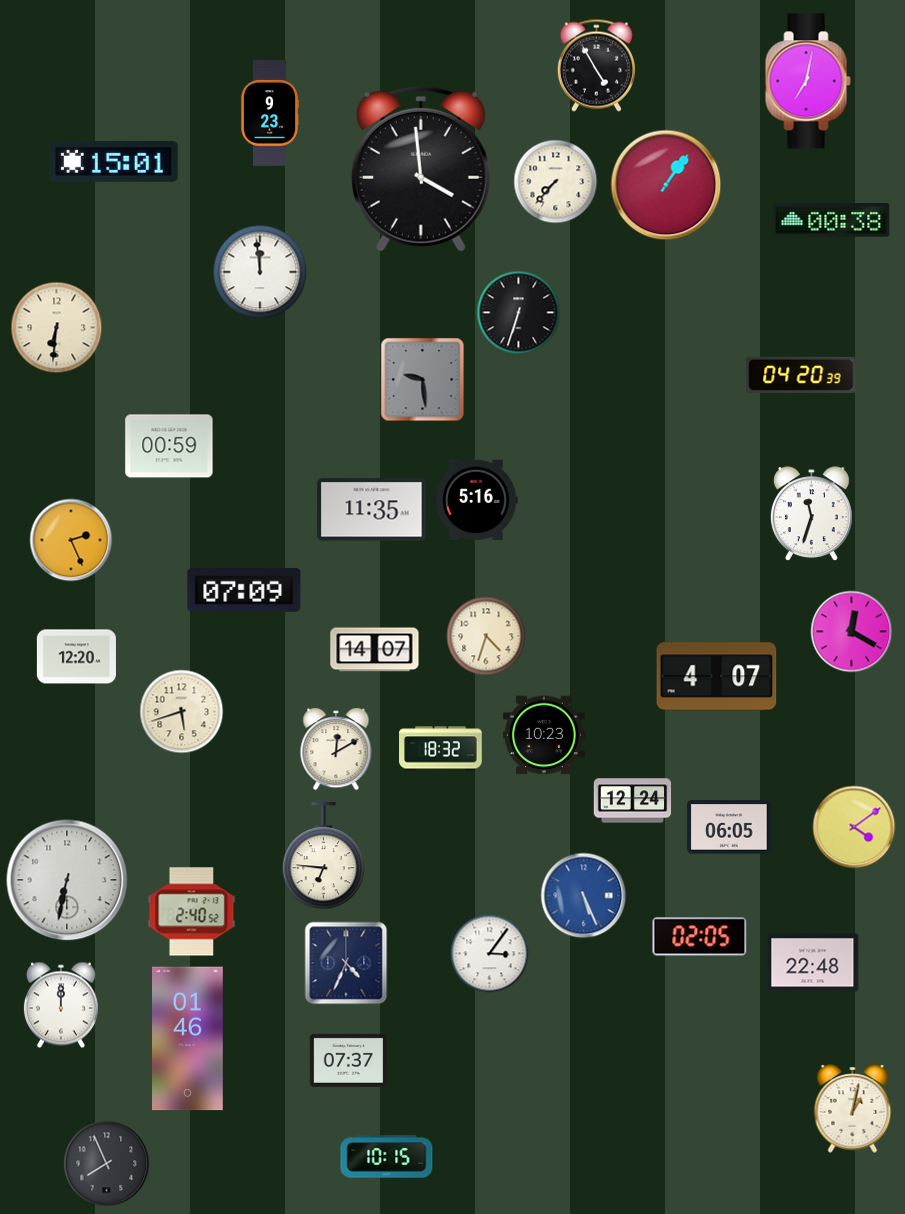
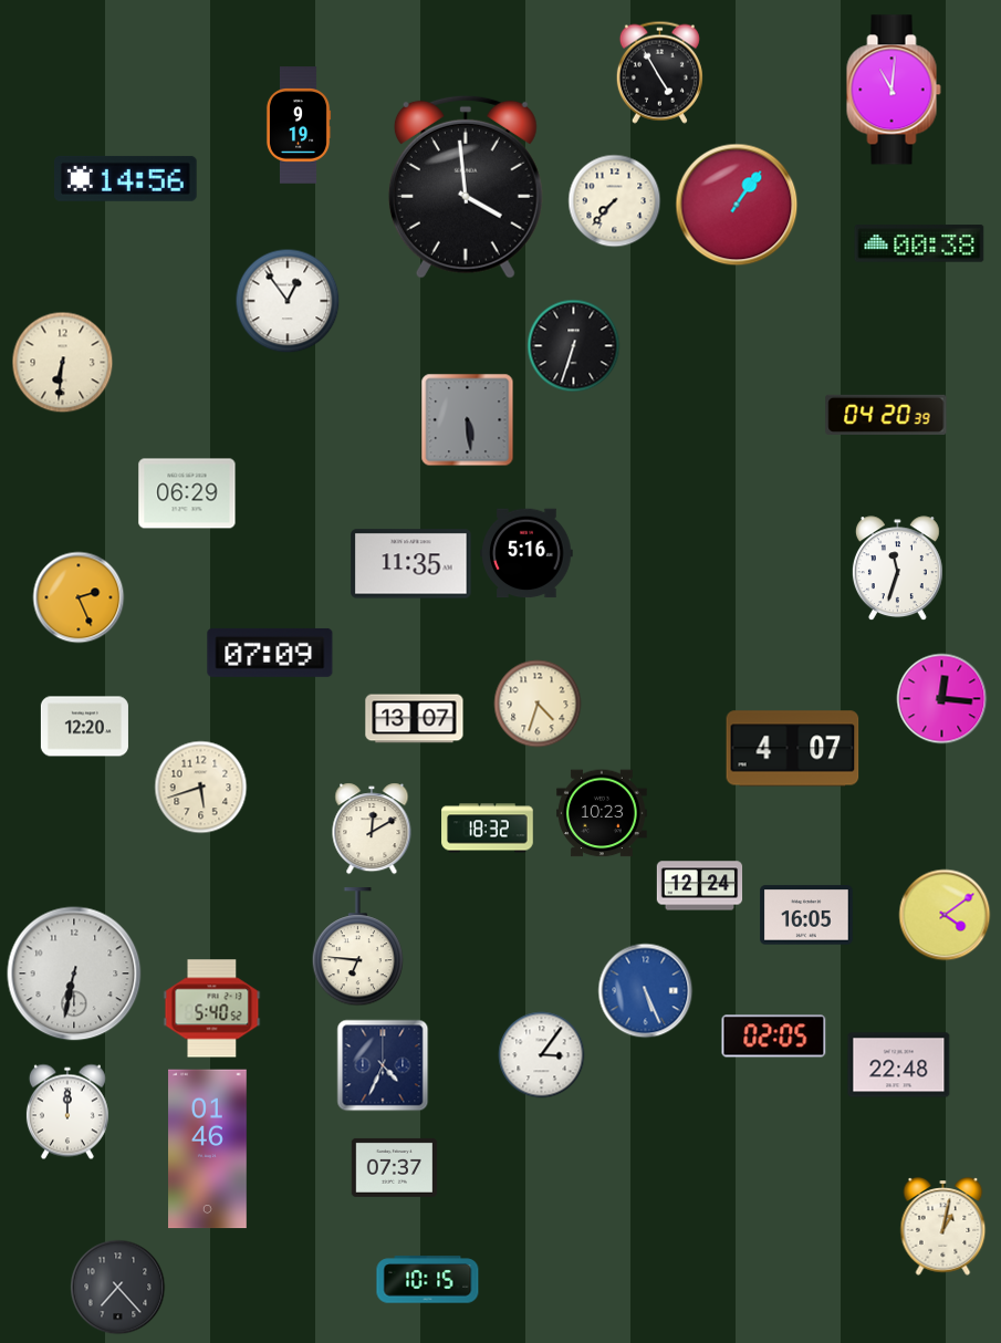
clock at (808, 81): 7:02 -> 11:01
clock at (270, 113): 9:23 -> 9:19
clock at (114, 161): 15:01 -> 14:56
clock at (260, 272): 11:59 -> 12:54
clock at (423, 380): 9:29 -> 5:29
clock at (169, 446): 00:59 -> 06:29
clock at (852, 632): 12:20 -> 12:16
clock at (375, 650): 14:07 -> 13:07
clock at (729, 827): 06:05 -> 16:05
clock at (192, 912): 2:40 -> 5:40
clock at (349, 1060) position: (349, 1060) -> (395, 1167)
clock at (107, 1164): 7:56 -> 7:23
